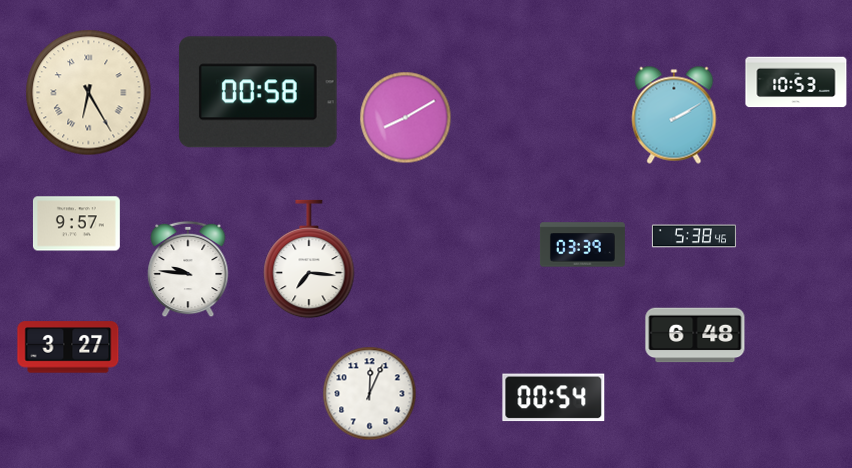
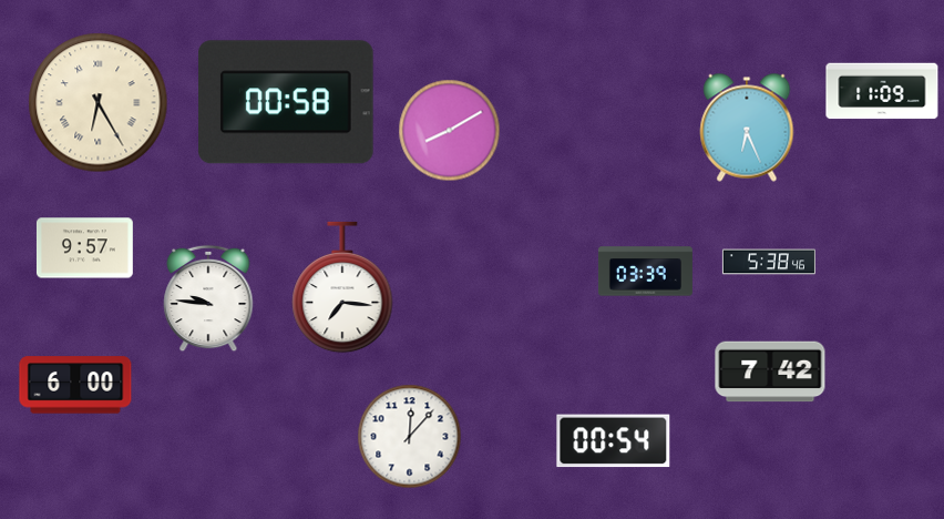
clock at (796, 82): 10:53 -> 11:09
clock at (674, 115): 2:10 -> 6:26
clock at (695, 335): 6:48 -> 7:42
clock at (68, 347): 3:27 -> 6:00
clock at (370, 394): 12:04 -> 12:07
